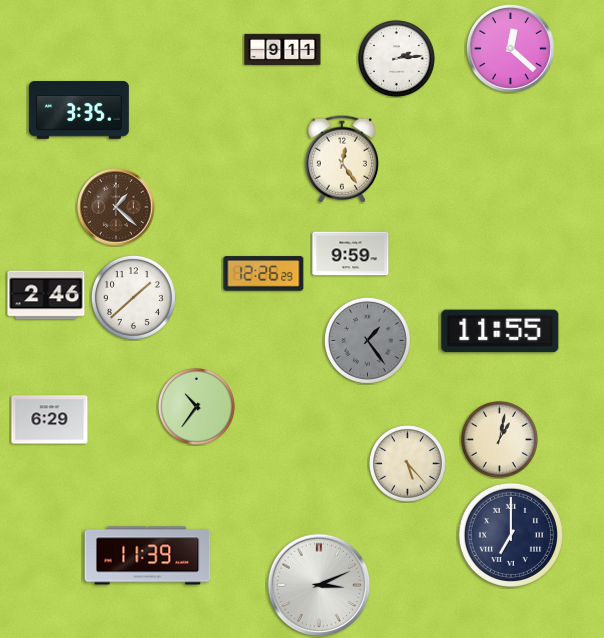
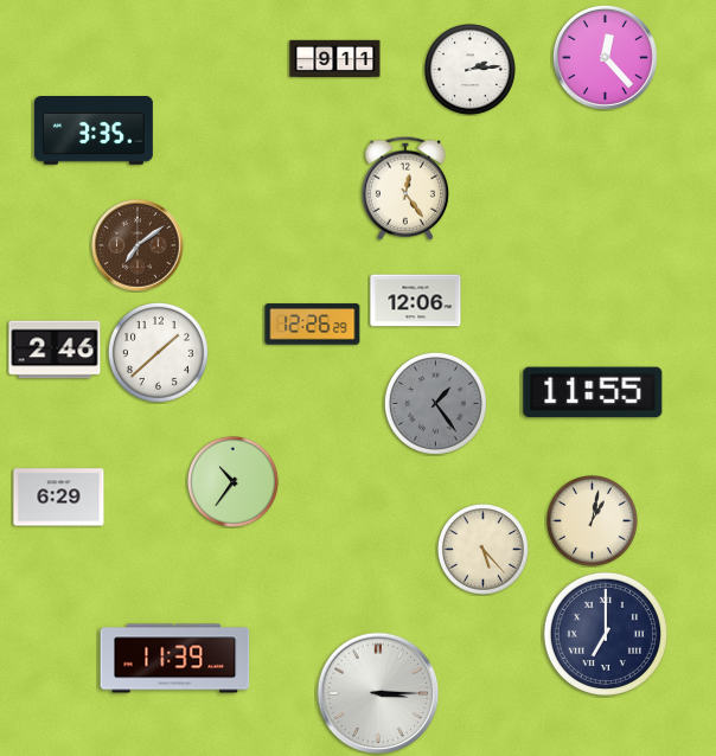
clock at (510, 48): 12:22 -> 12:23
clock at (116, 207): 1:22 -> 7:09
clock at (351, 254): 9:59 -> 12:06
clock at (319, 585): 3:11 -> 3:15
